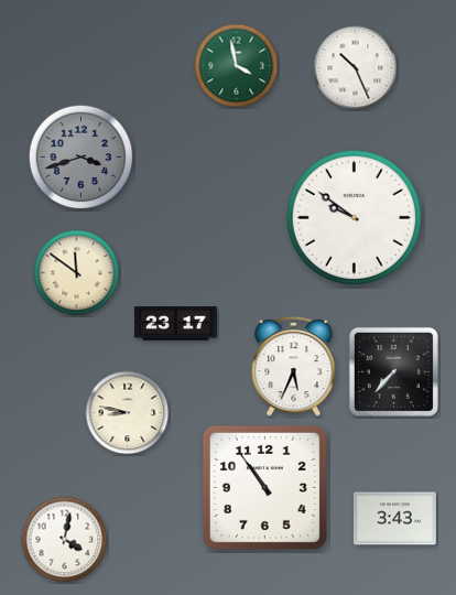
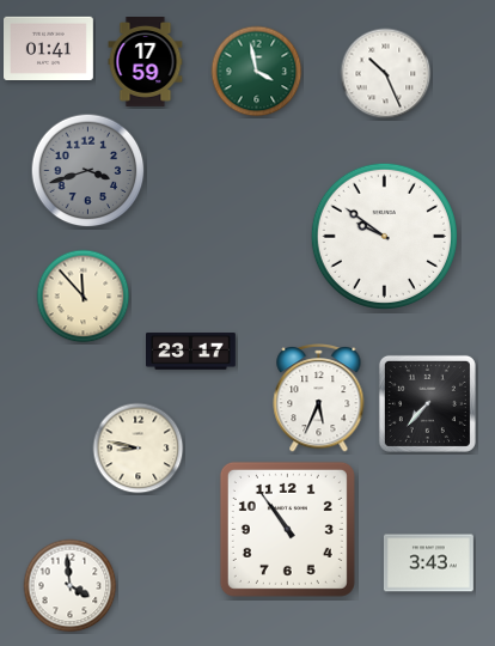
clock at (49, 48): none -> 01:41
clock at (146, 62): none -> 17:59
clock at (77, 273): 11:51 -> 11:53
clock at (65, 540): 4:02 -> 3:59
